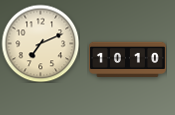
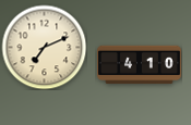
clock at (128, 60): 10:10 -> 4:10
